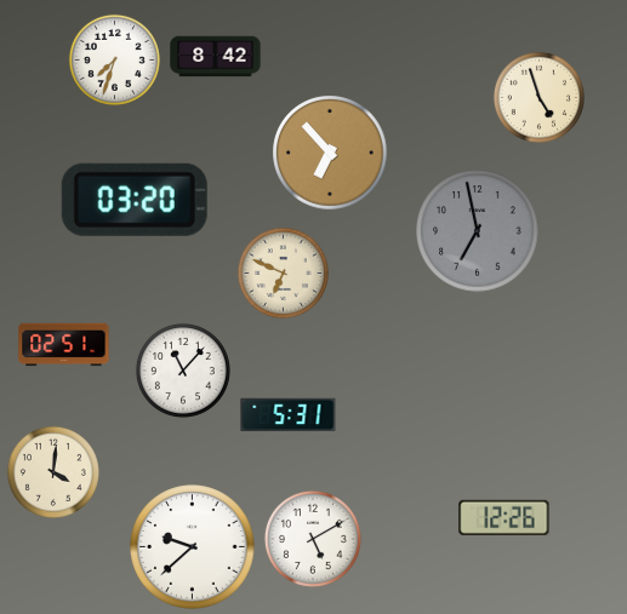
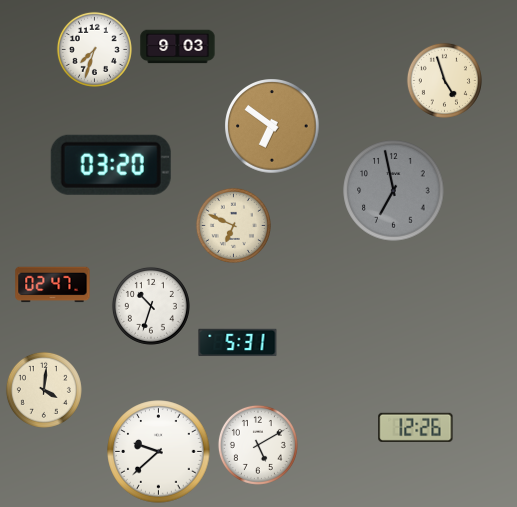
clock at (216, 57): 8:42 -> 9:03
clock at (330, 153): 6:53 -> 6:51
clock at (64, 345): 02:51 -> 02:47
clock at (183, 371): 11:07 -> 10:33
